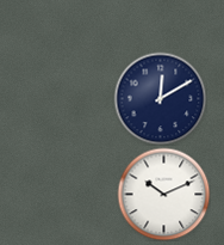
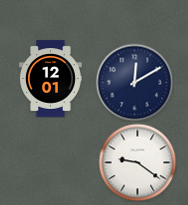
clock at (51, 79): none -> 12:01
clock at (163, 194): 10:11 -> 9:21
